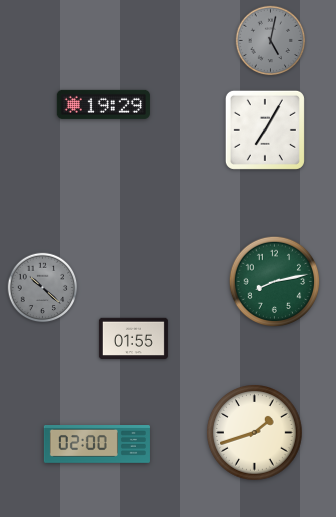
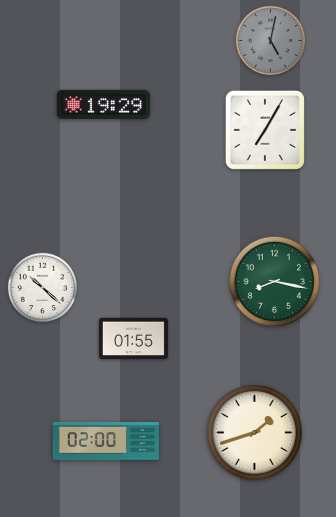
clock at (275, 282): 8:13 -> 8:17
clock at (43, 288) dial: grey -> white
clock at (97, 445) position: (97, 445) -> (106, 442)
